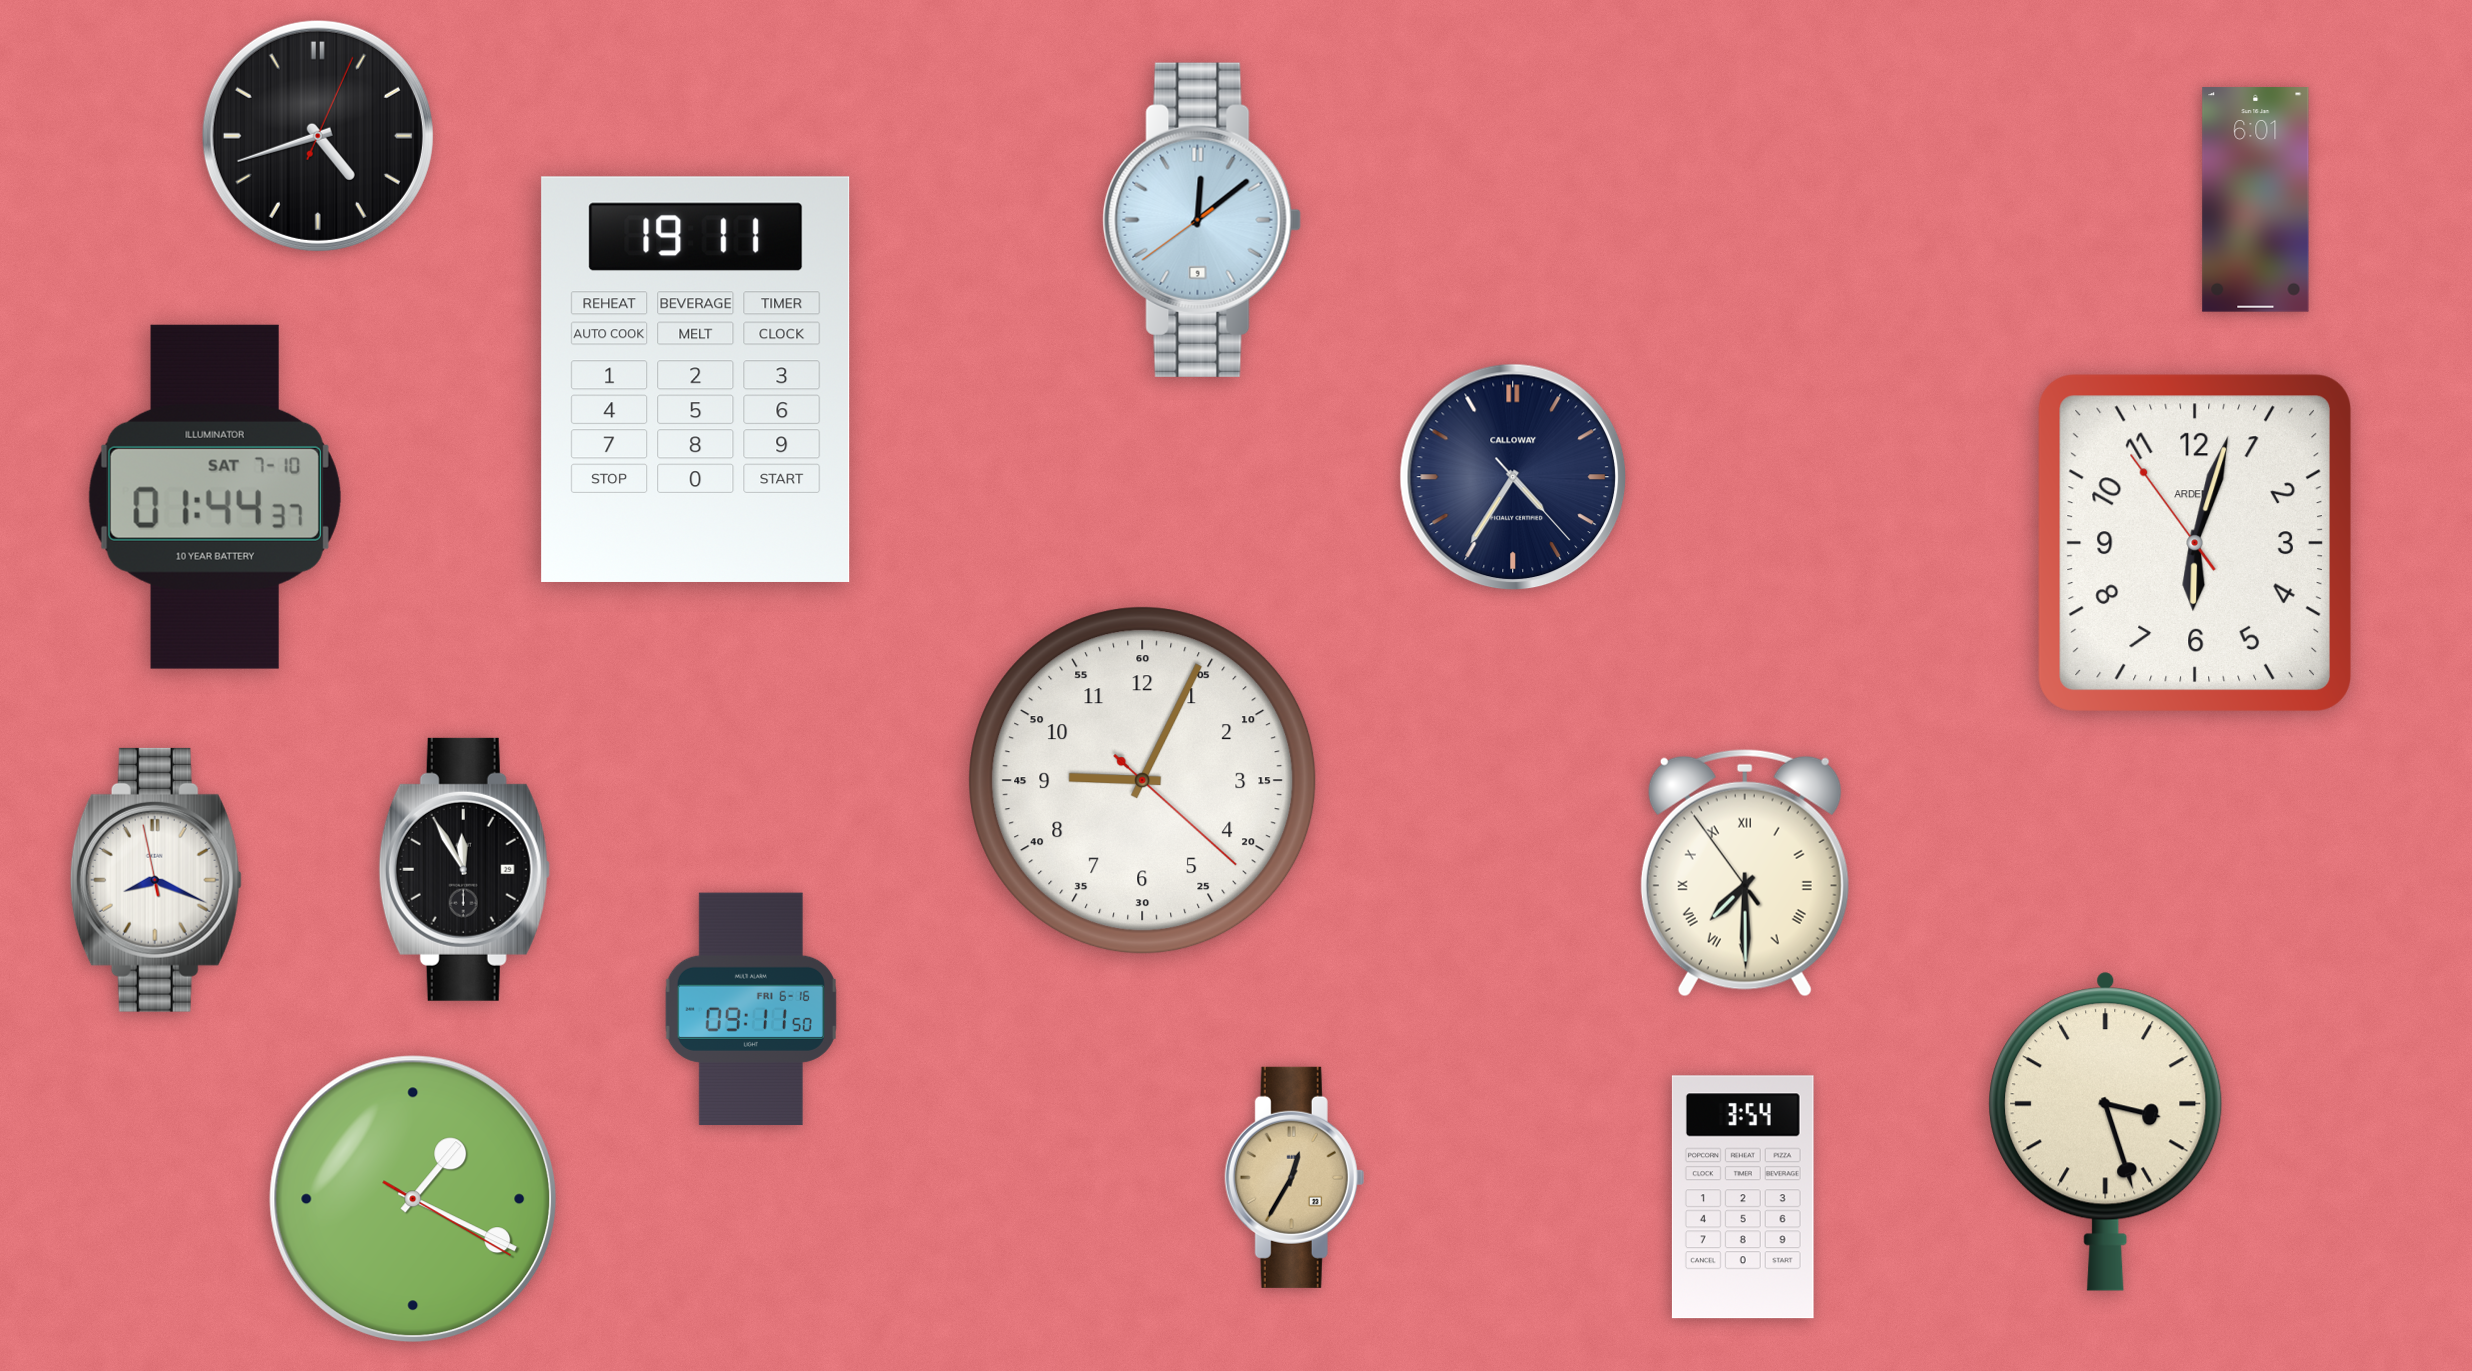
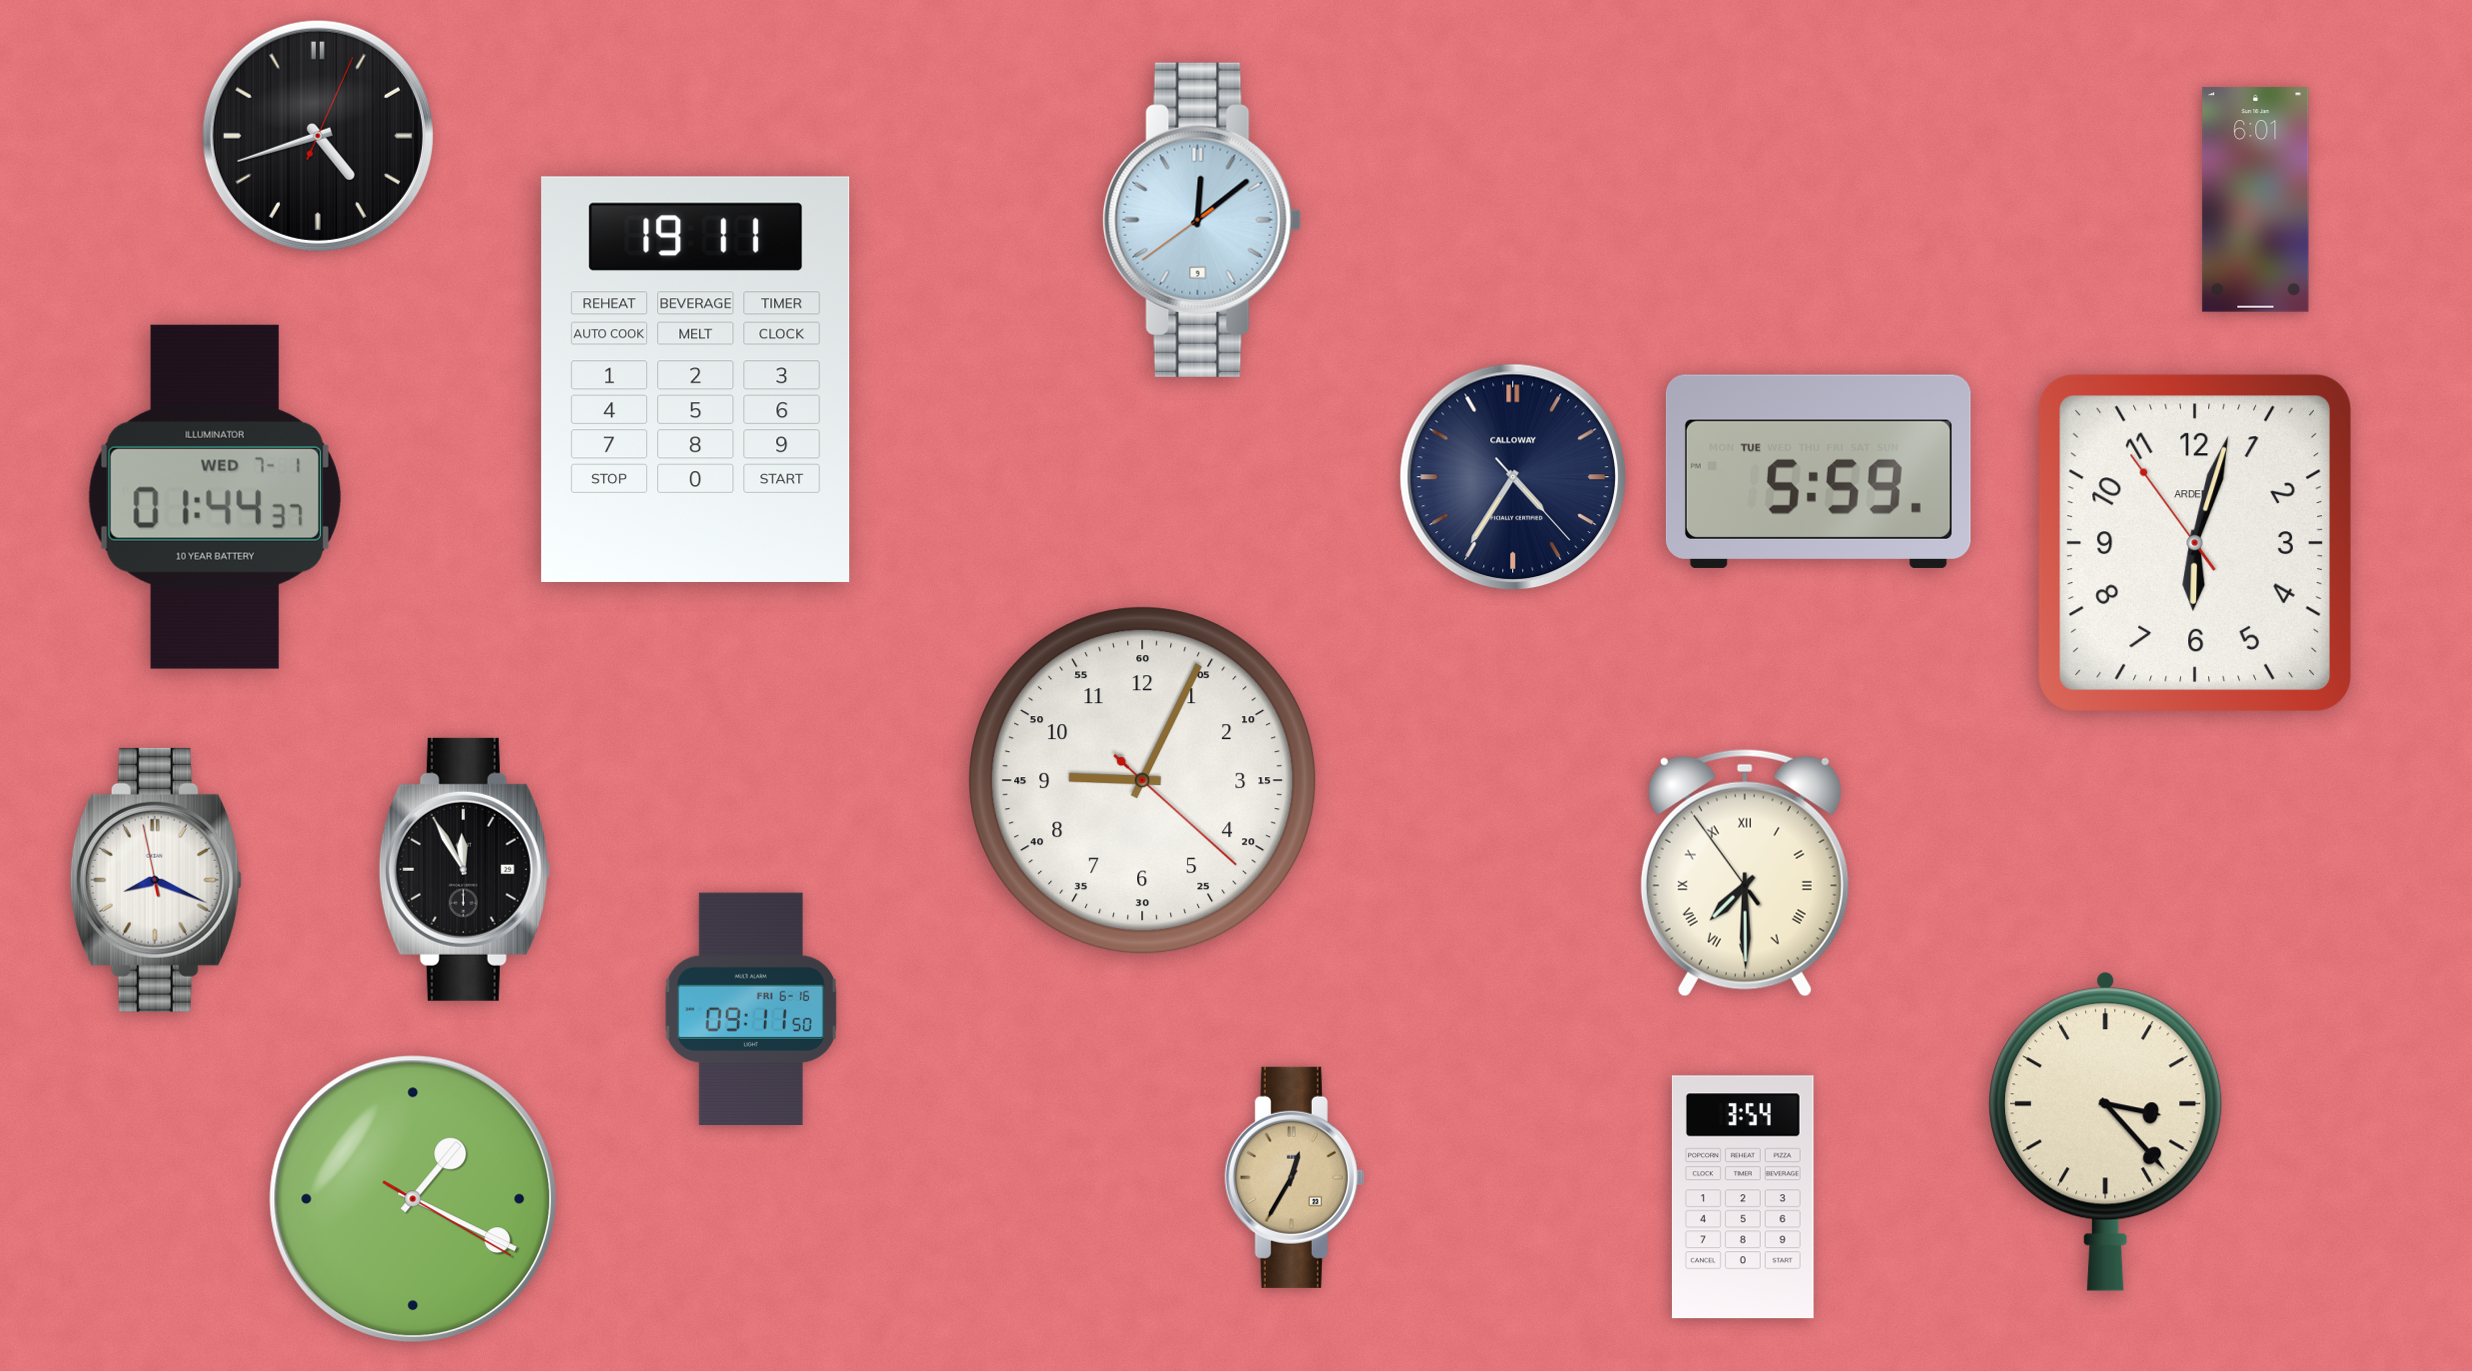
clock at (1818, 471): none -> 5:59
clock at (215, 497) date: SAT 7-10 -> WED 7-1
clock at (2106, 1131): 3:27 -> 3:23
